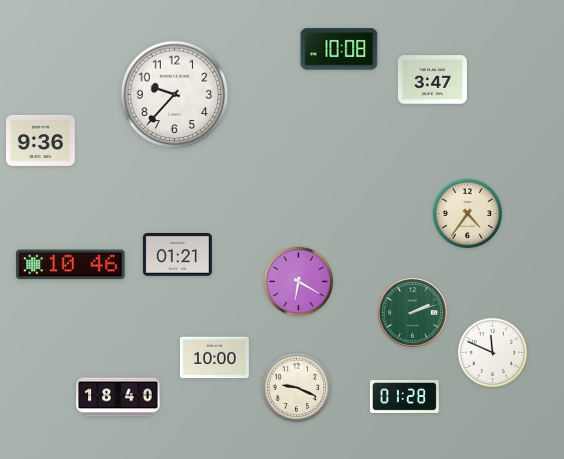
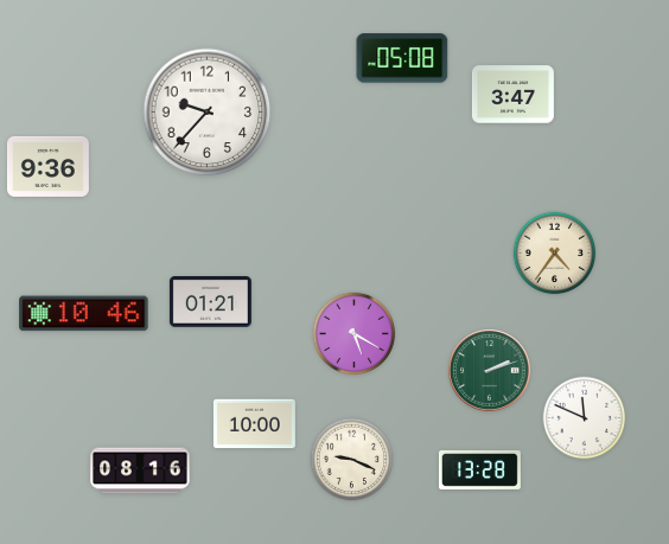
clock at (339, 49): 10:08 -> 05:08
clock at (299, 282): 6:20 -> 5:20
clock at (404, 396): 01:28 -> 13:28
clock at (118, 397): 18:40 -> 08:16
